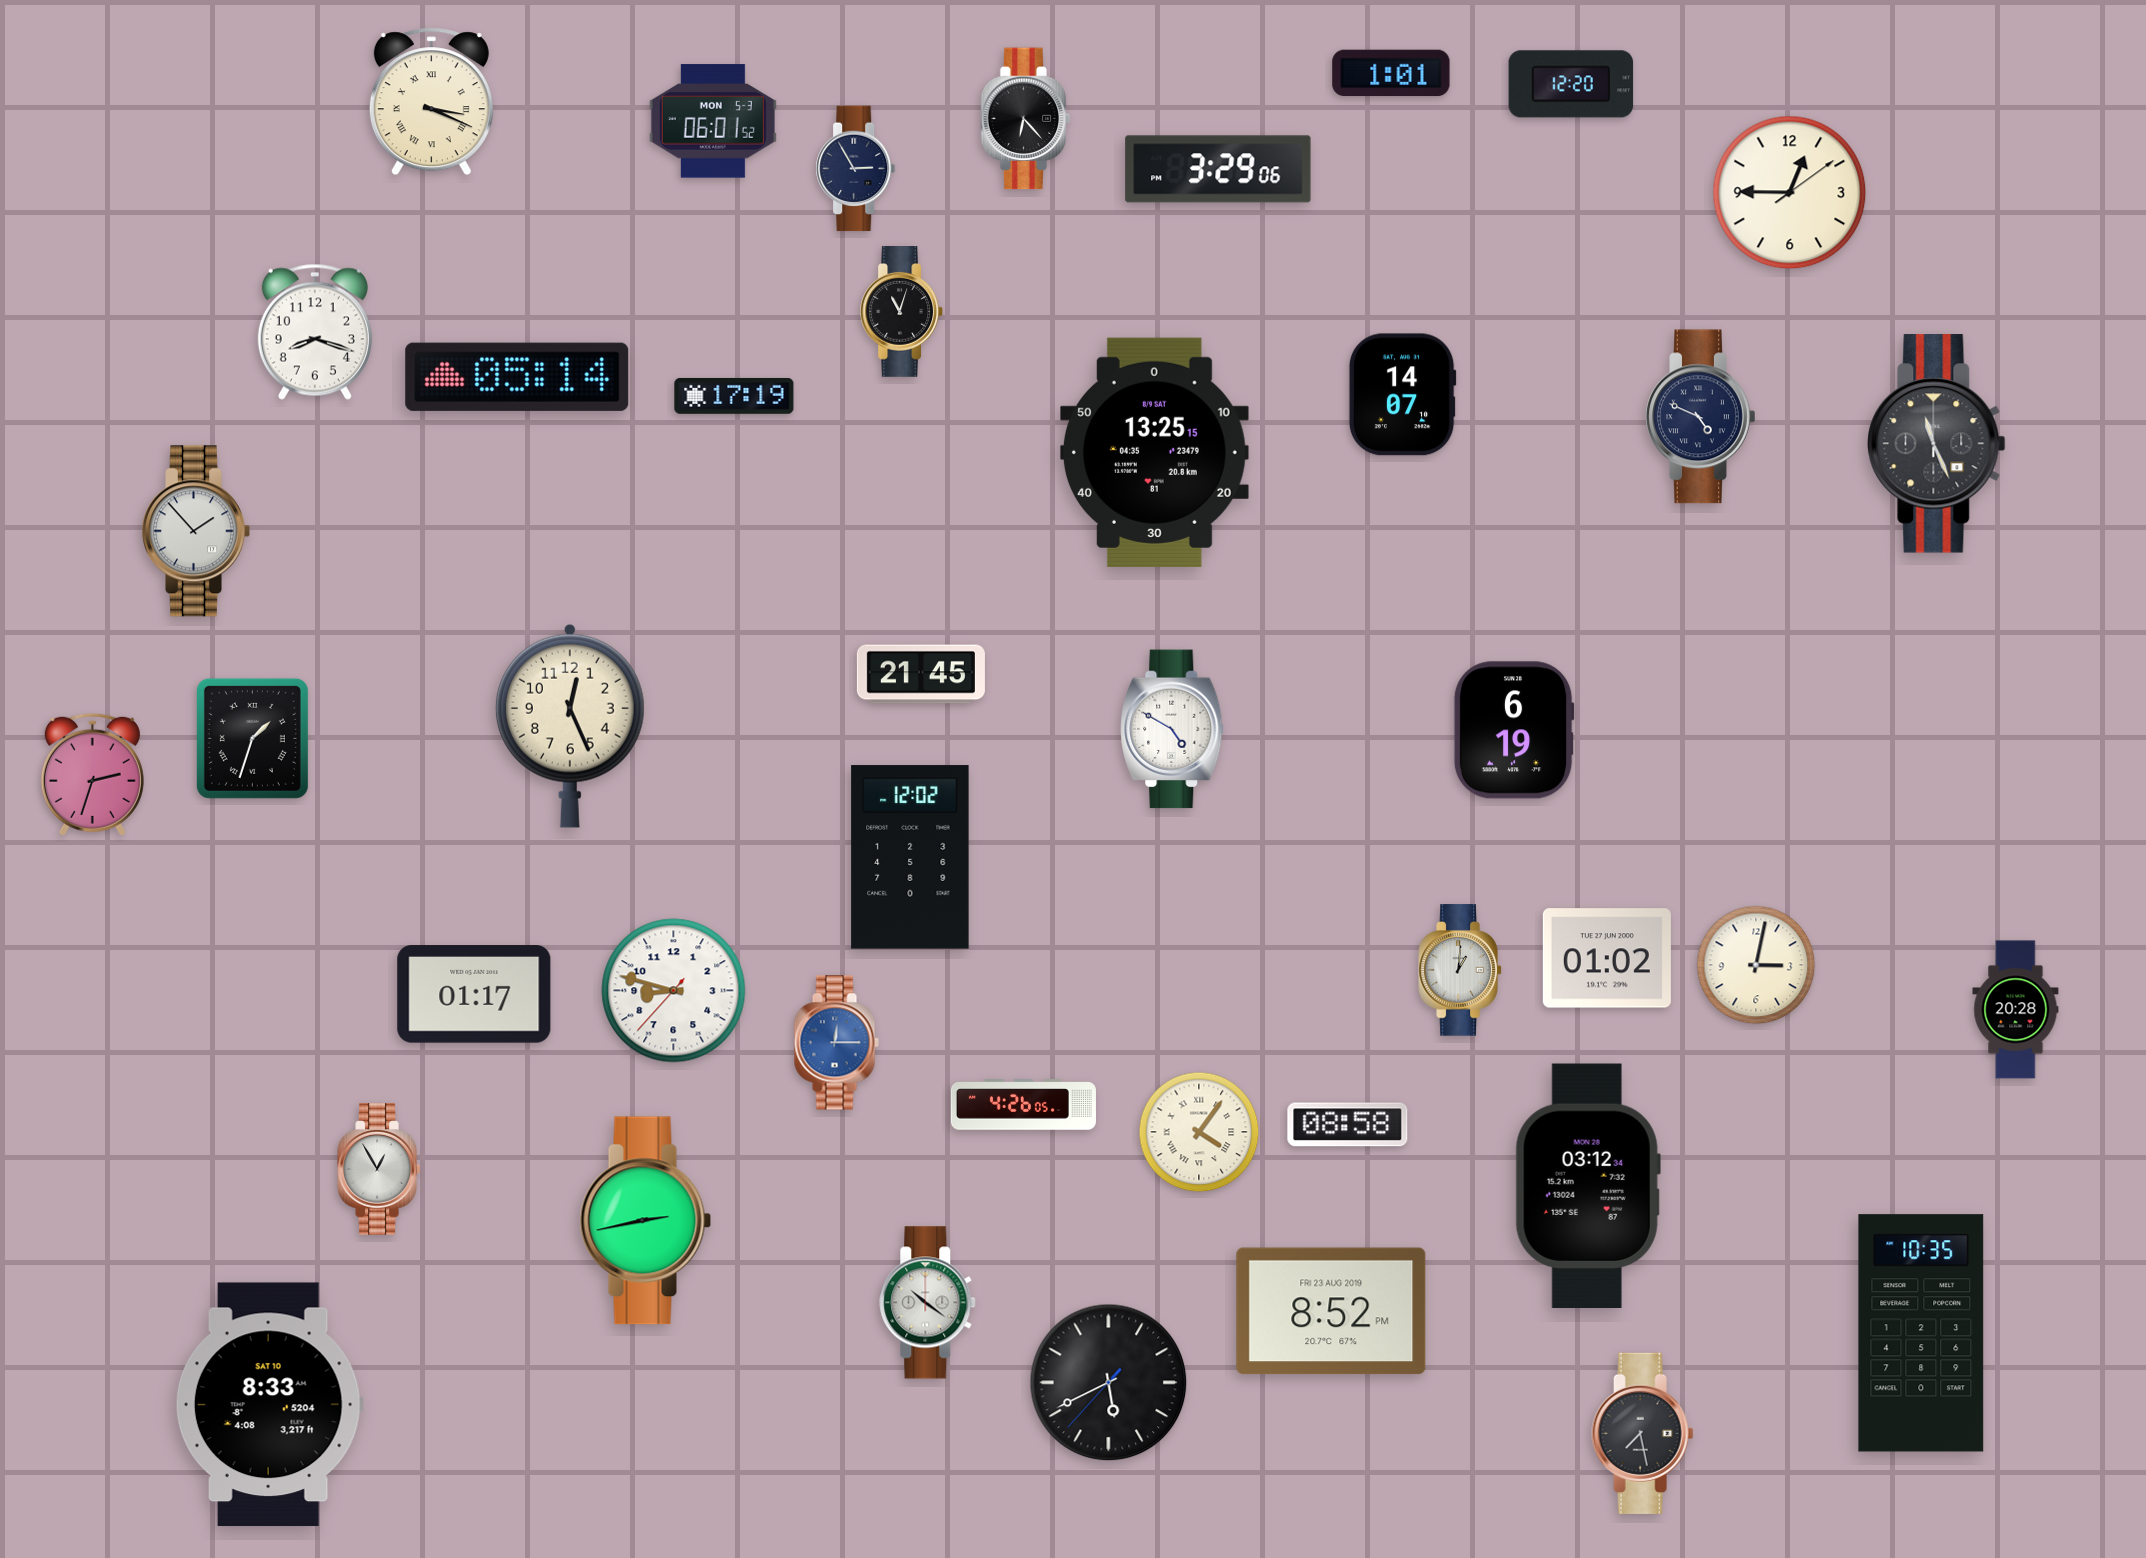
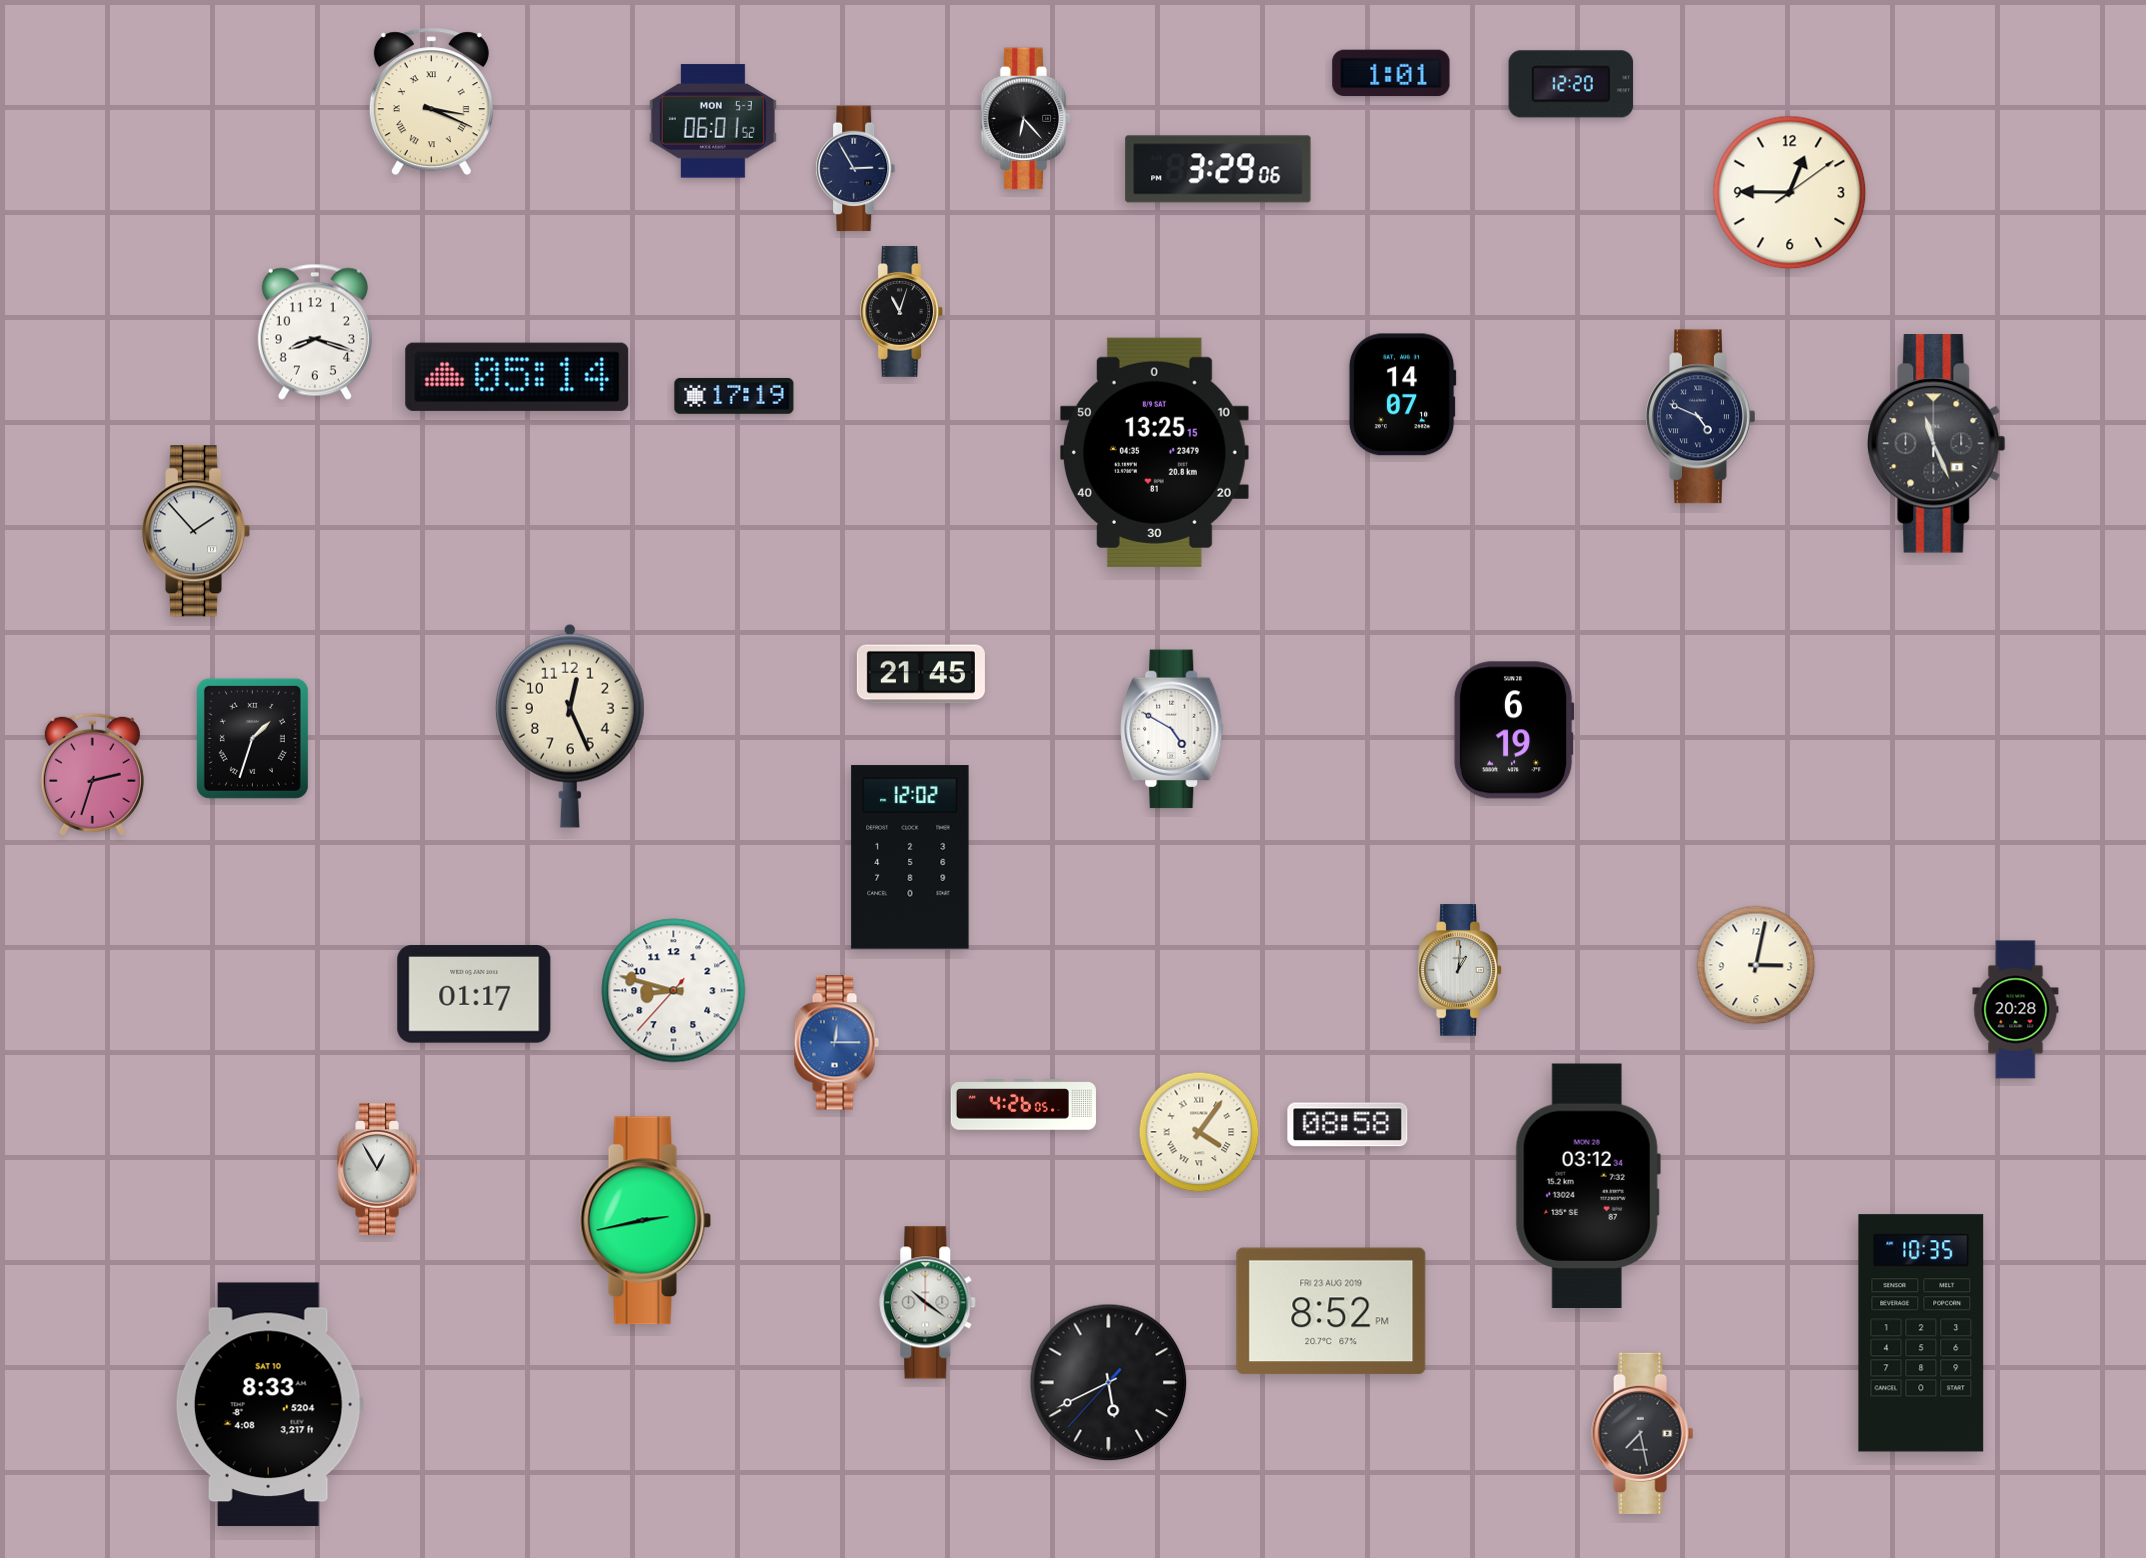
clock at (1607, 958): 01:02 -> none
